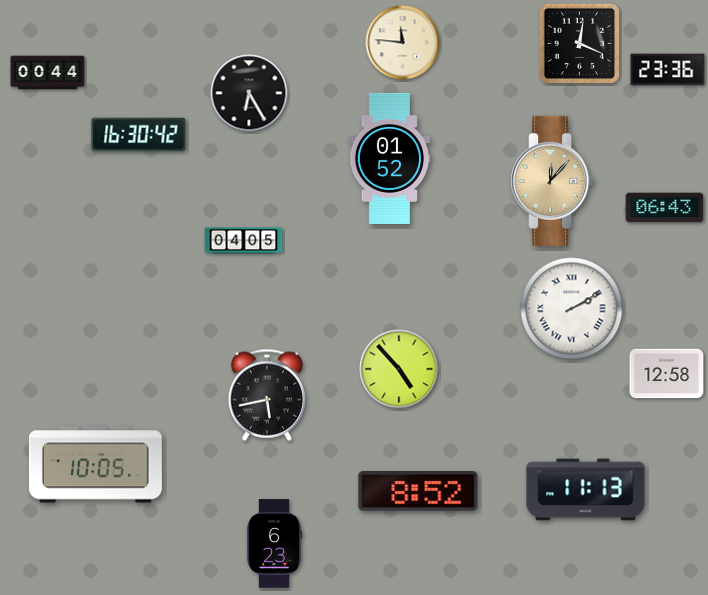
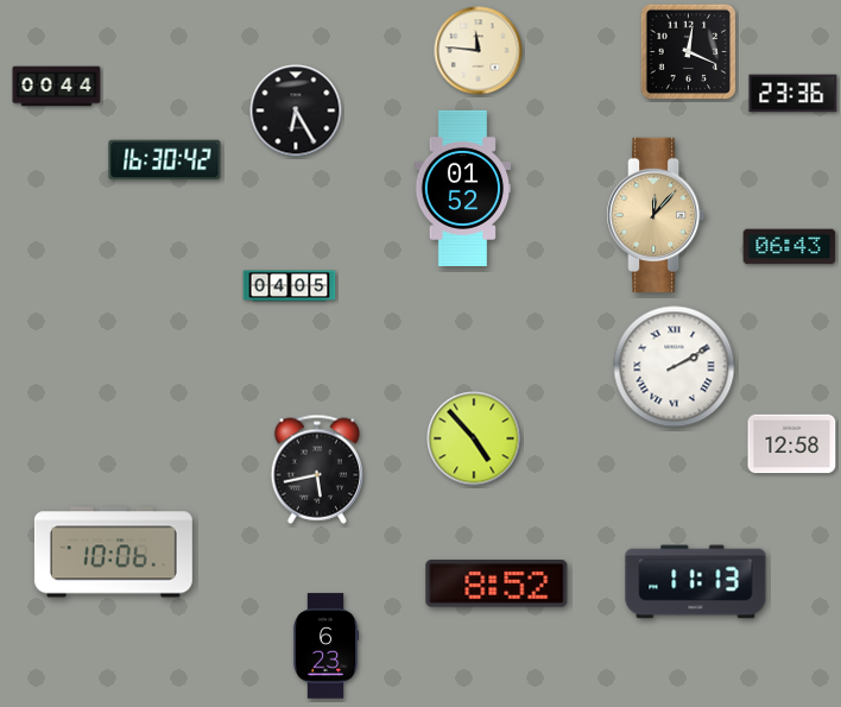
clock at (668, 70) position: (668, 70) -> (793, 94)
clock at (572, 309) position: (572, 309) -> (675, 367)
clock at (95, 465): 10:05 -> 10:06
